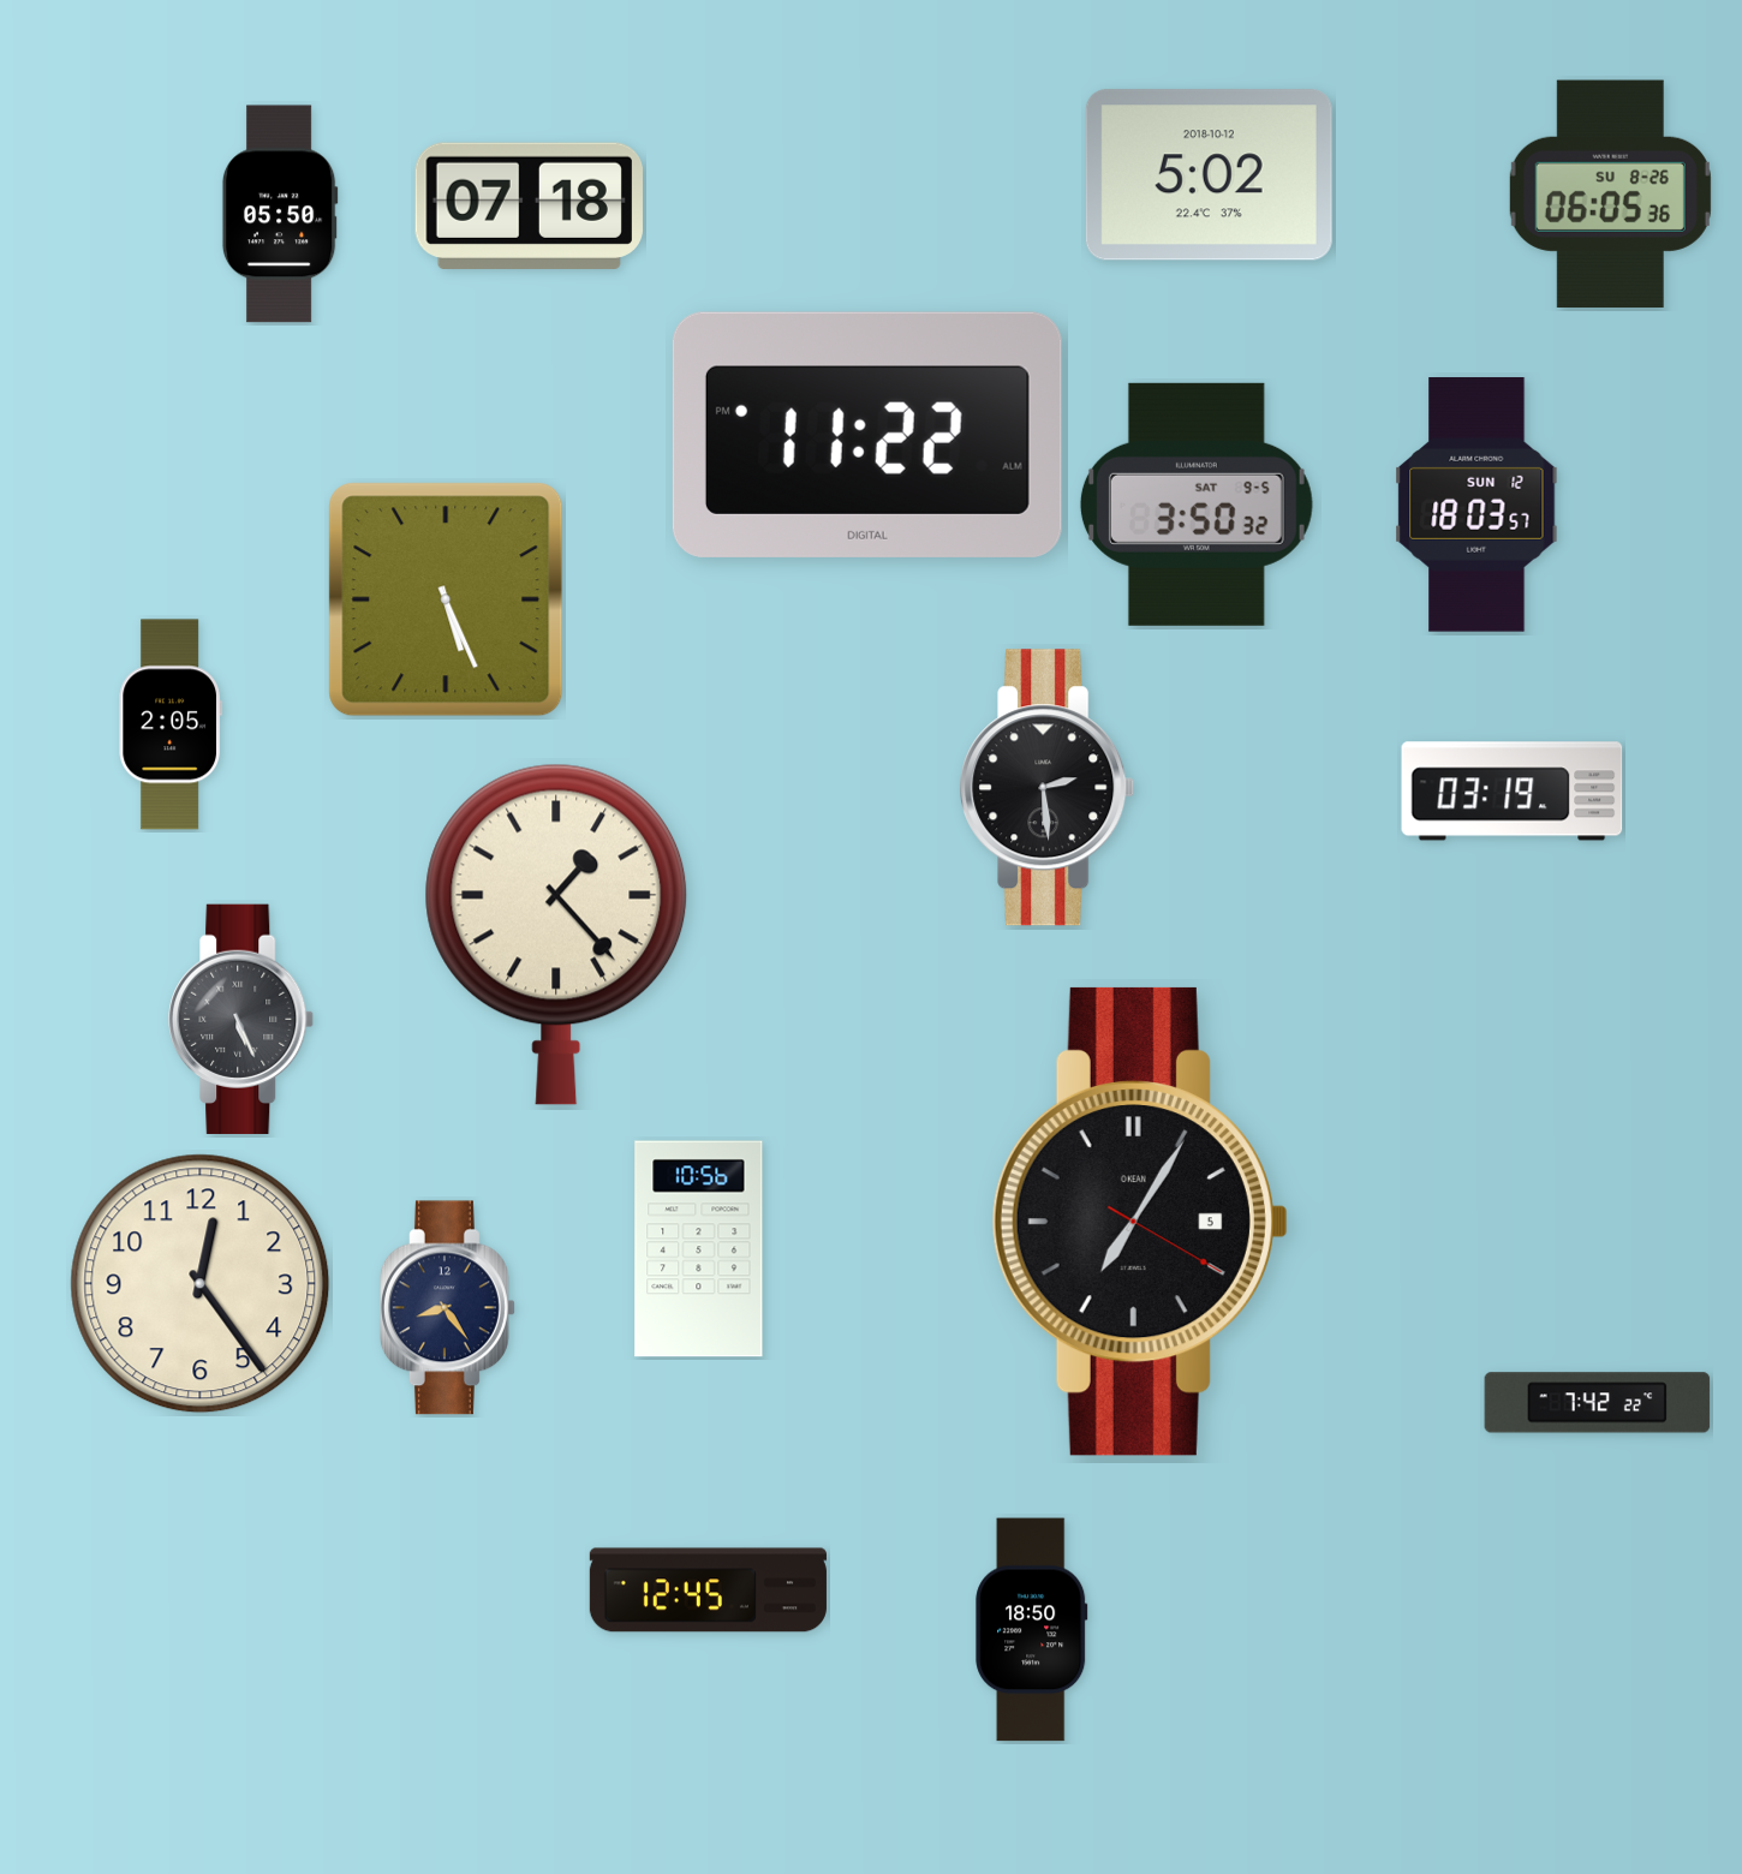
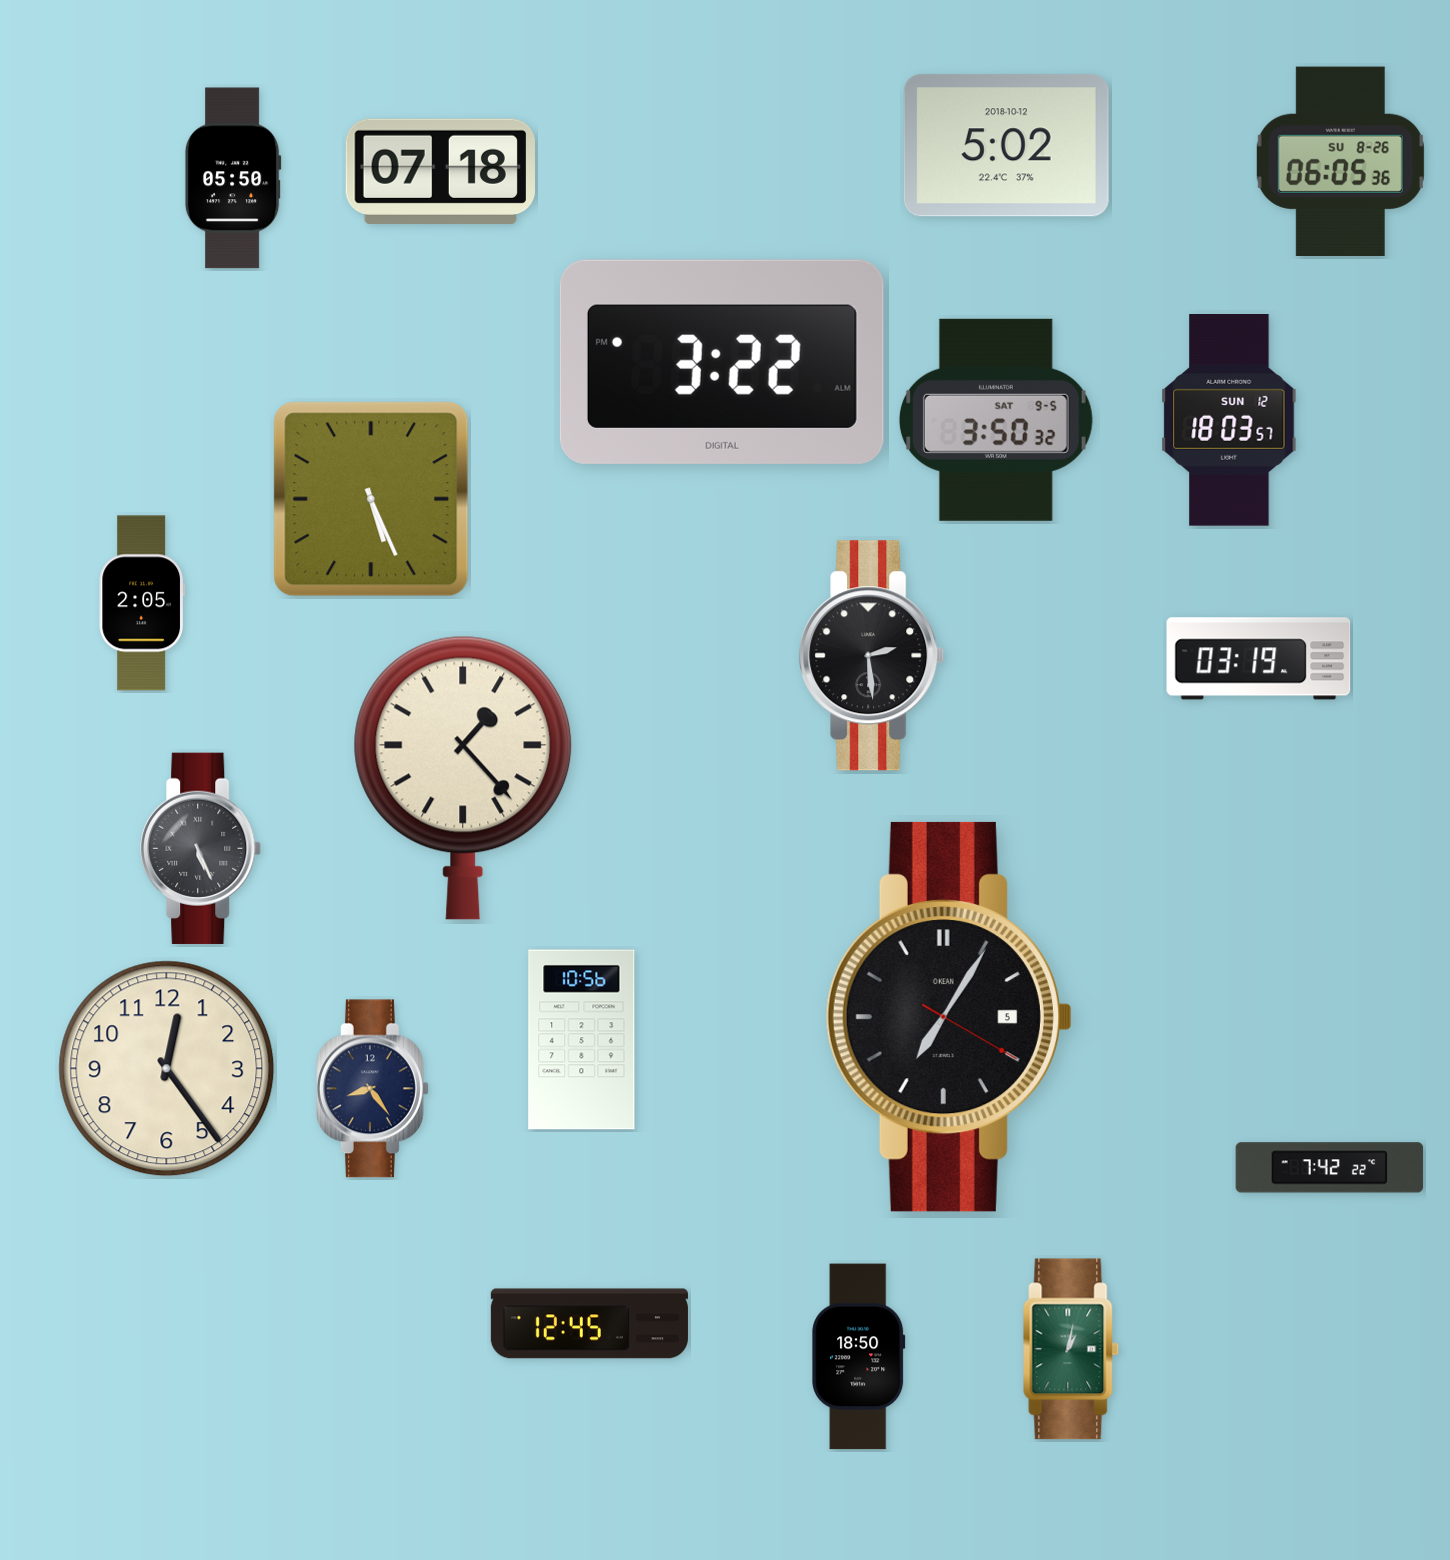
clock at (867, 435): 11:22 -> 3:22
clock at (1071, 1349): none -> 1:02
